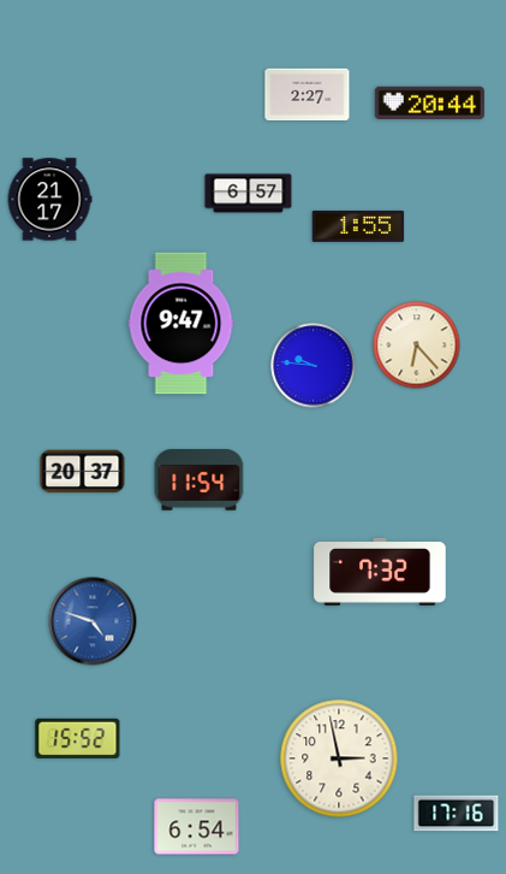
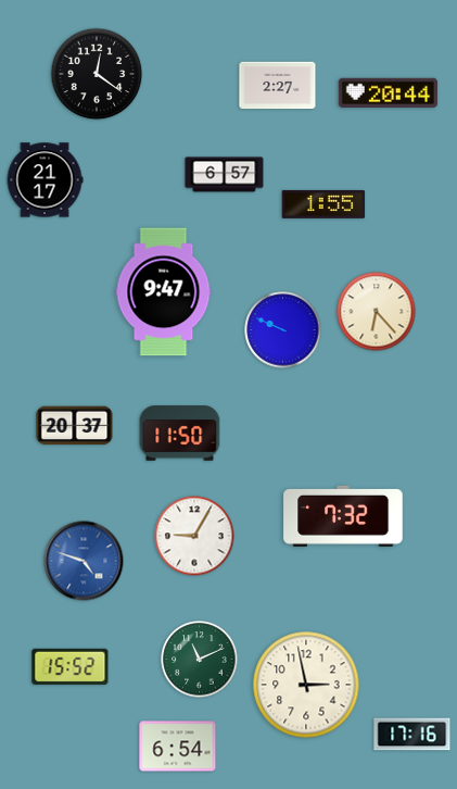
clock at (97, 74): none -> 12:21
clock at (314, 366): 9:46 -> 9:49
clock at (200, 480): 11:54 -> 11:50
clock at (194, 536): none -> 9:05
clock at (200, 660): none -> 11:11
